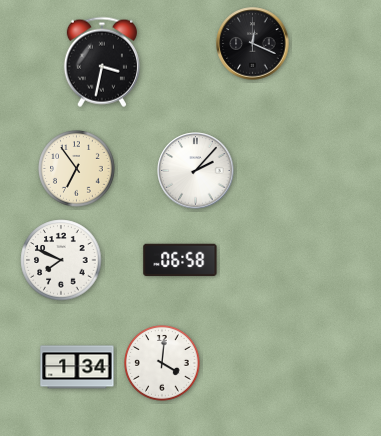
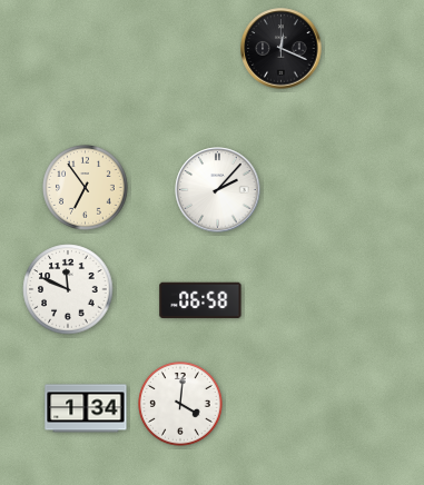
clock at (102, 62): 3:32 -> none
clock at (61, 260): 7:49 -> 11:49
clock at (180, 260) position: (180, 260) -> (200, 300)
